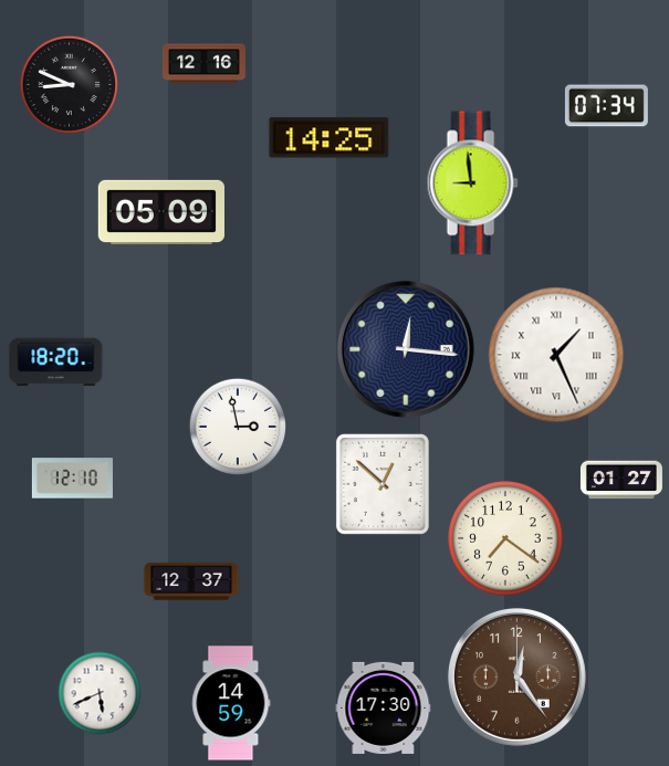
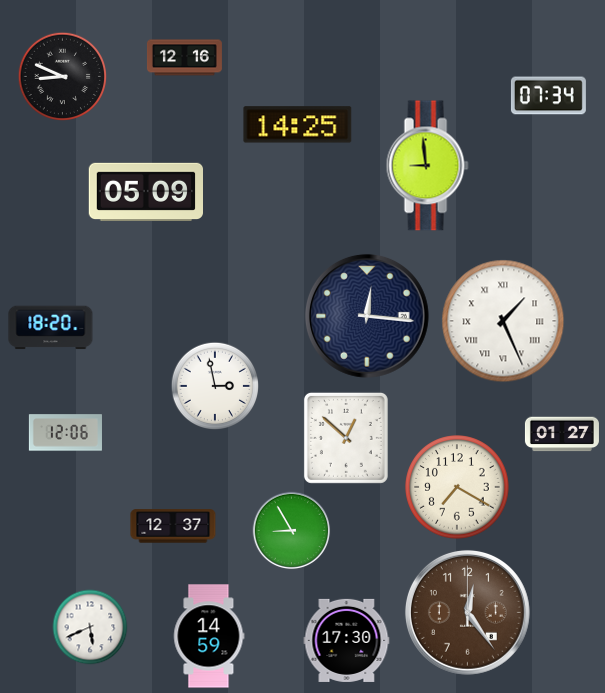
clock at (72, 479): 12:10 -> 12:06
clock at (505, 538): 7:21 -> 7:20
clock at (292, 531): none -> 8:55
